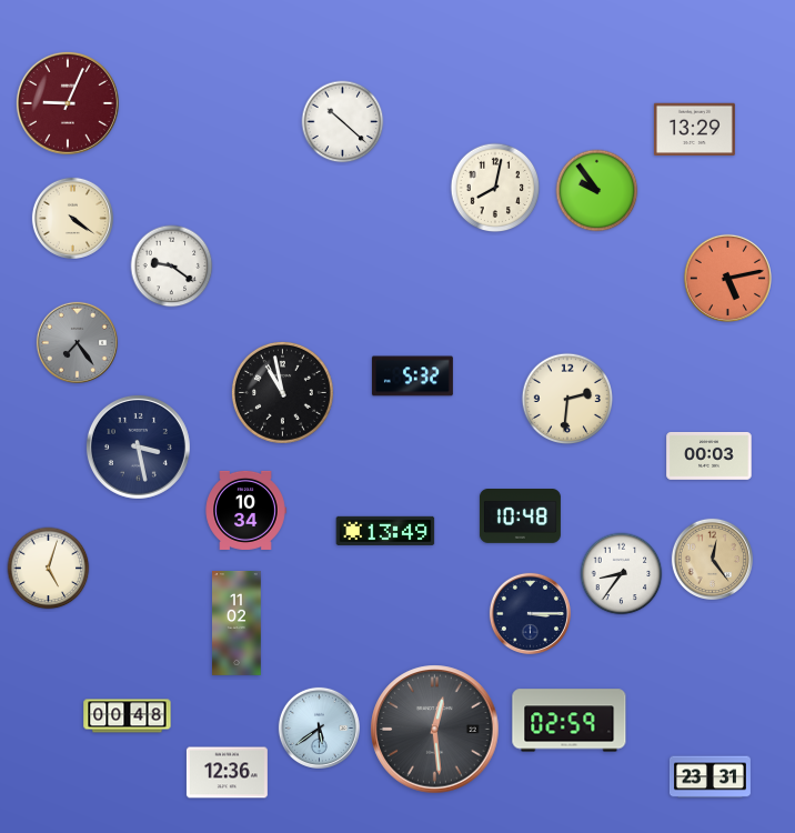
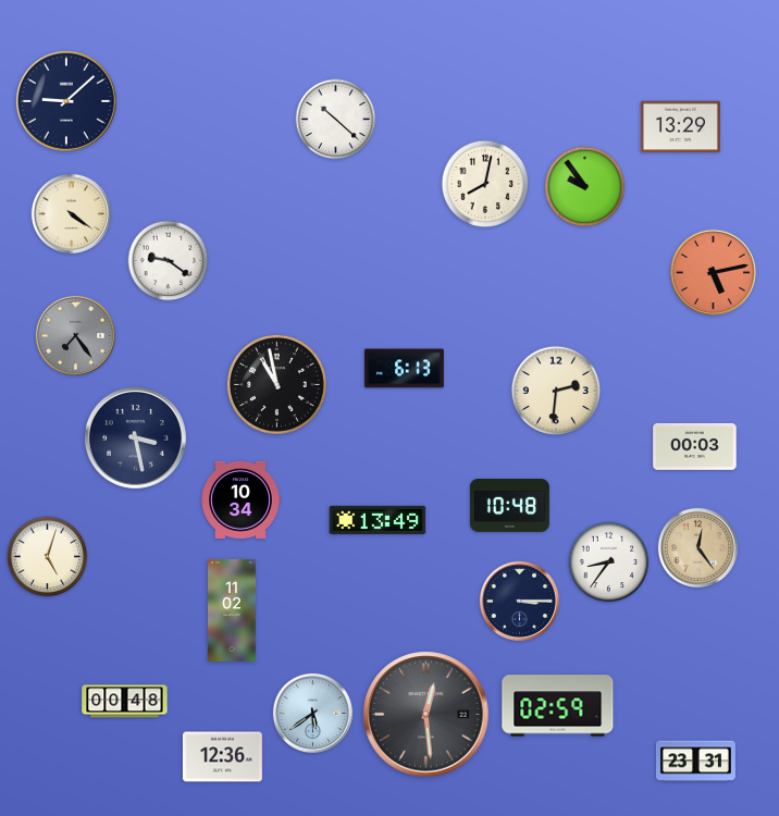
clock at (68, 103): 9:04 -> 9:08
clock at (68, 103) dial: burgundy -> navy
clock at (412, 377): 5:32 -> 6:13
